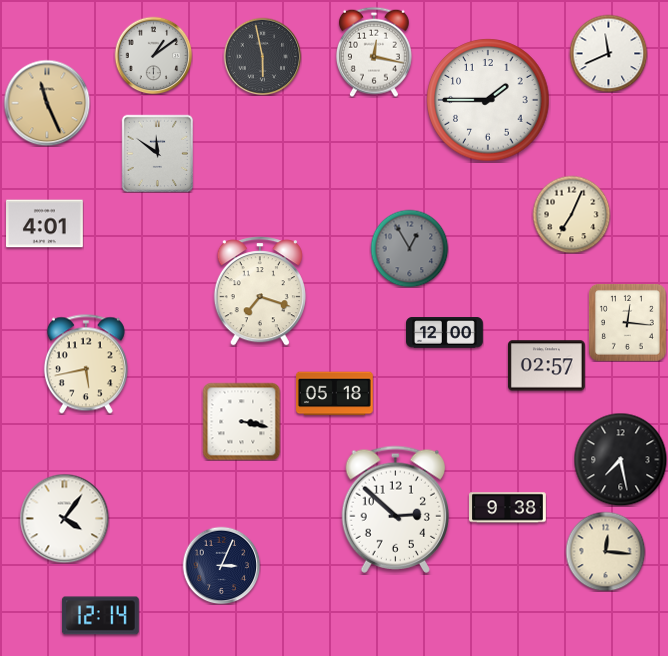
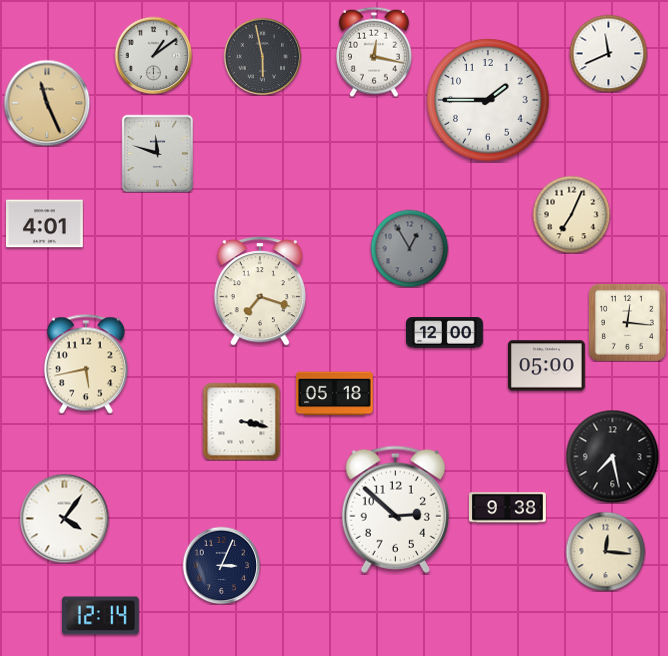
clock at (158, 153): 11:51 -> 11:48
clock at (546, 366): 02:57 -> 05:00
clock at (620, 459) position: (620, 459) -> (612, 456)
